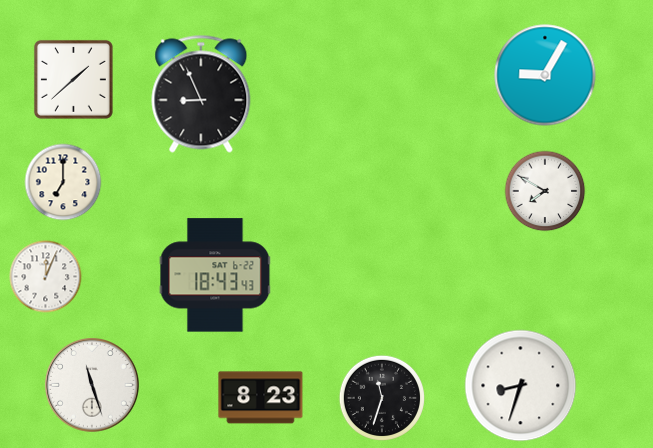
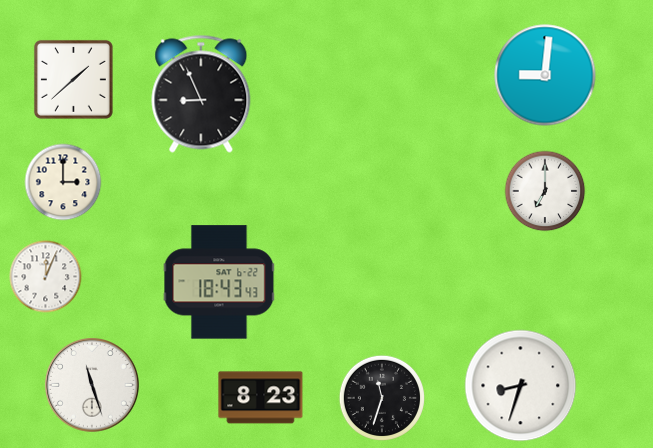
clock at (545, 75): 9:05 -> 9:01
clock at (63, 182): 7:00 -> 3:00
clock at (545, 191): 7:50 -> 7:00
clock at (215, 275) position: (215, 275) -> (219, 282)
